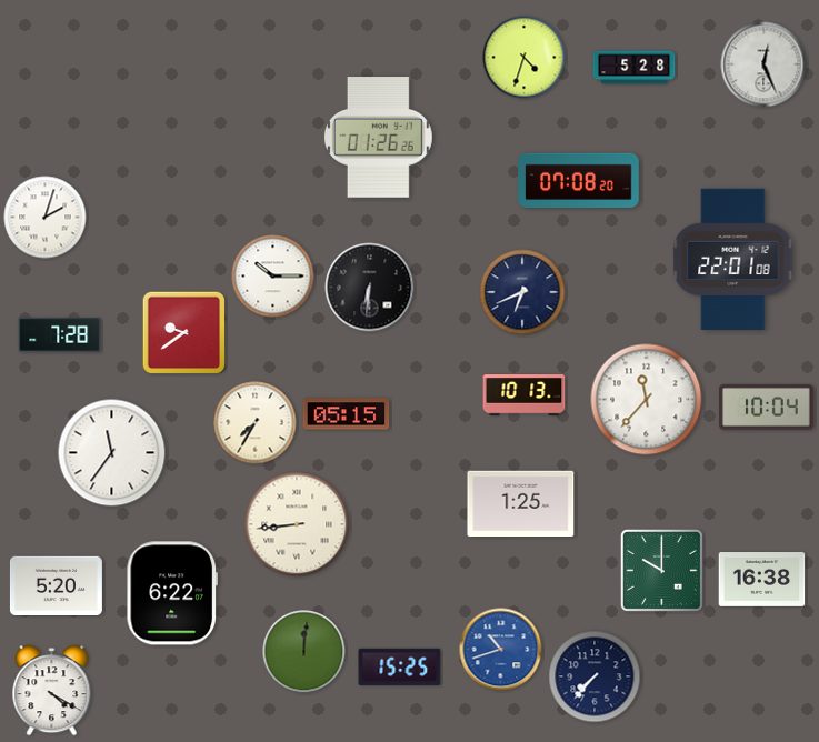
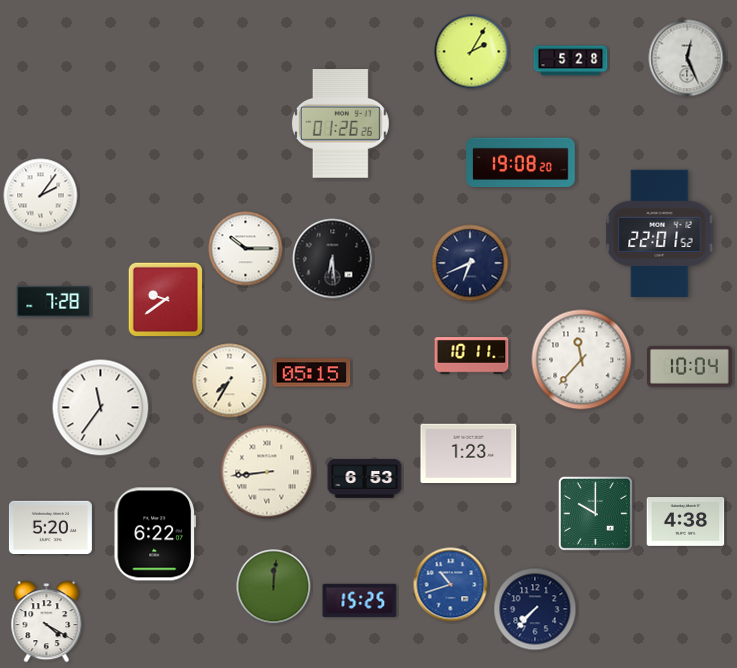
clock at (525, 58): 4:33 -> 2:05
clock at (579, 181): 07:08 -> 19:08
clock at (46, 218): 2:03 -> 2:06
clock at (733, 259): 22:01:08 -> 22:01:52
clock at (370, 288): 6:31 -> 6:29
clock at (525, 395): 10:13 -> 10:11
clock at (521, 503): 1:25 -> 1:23
clock at (365, 479): none -> 6:53
clock at (762, 580): 16:38 -> 4:38
